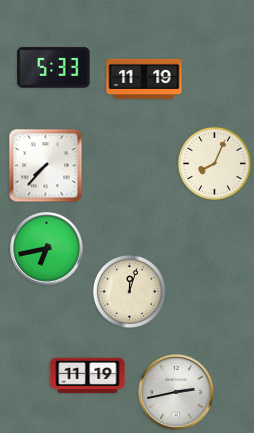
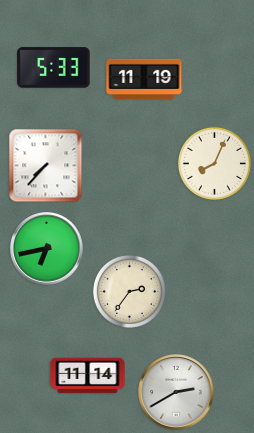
clock at (129, 291): 12:03 -> 2:36
clock at (88, 376): 11:19 -> 11:14
clock at (176, 392): 2:43 -> 2:40
